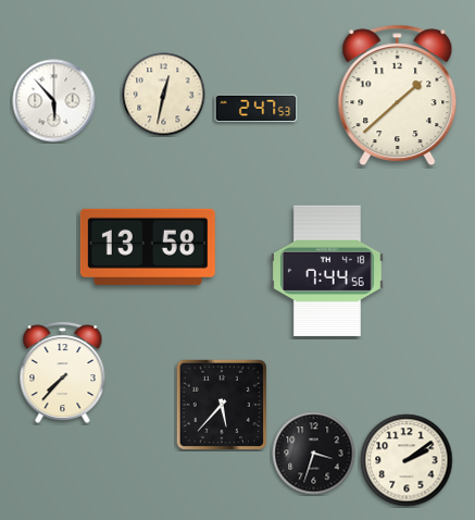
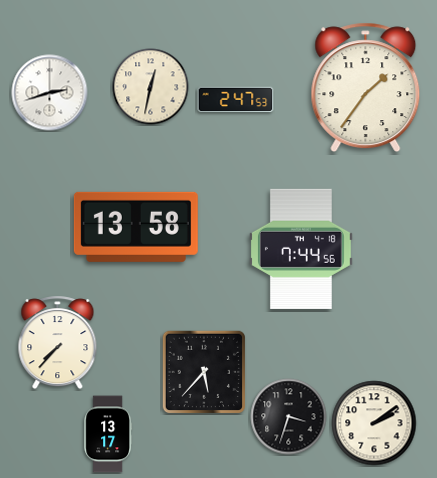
clock at (398, 96): 1:38 -> 1:36
clock at (54, 101): 5:53 -> 2:42
clock at (108, 434): none -> 13:17
